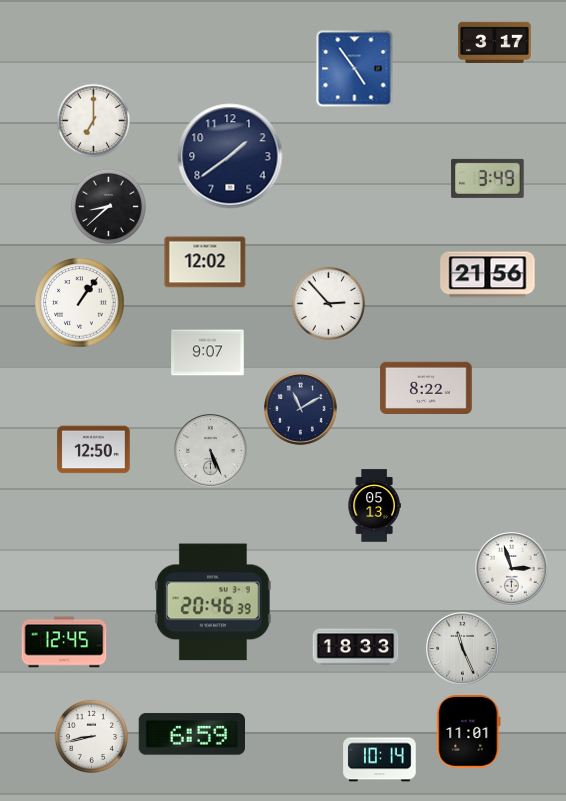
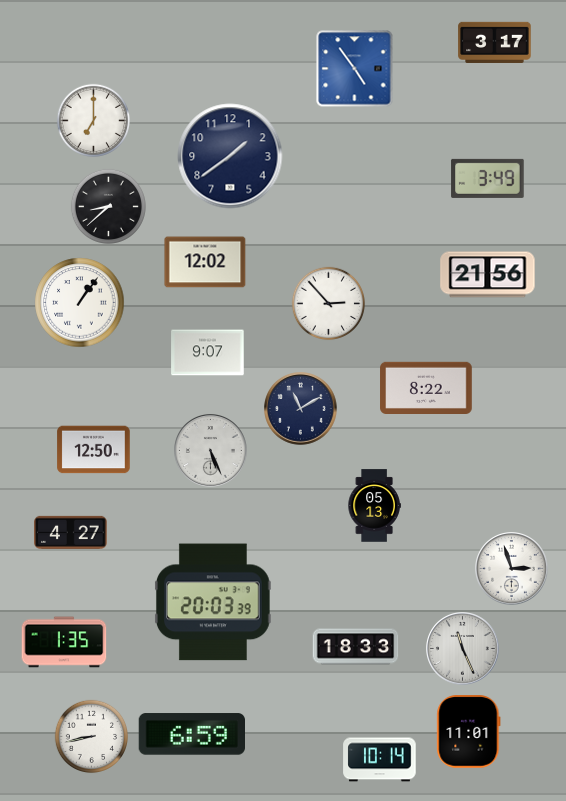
clock at (71, 532): none -> 4:27
clock at (213, 602): 20:46 -> 20:03
clock at (64, 642): 12:45 -> 1:35
